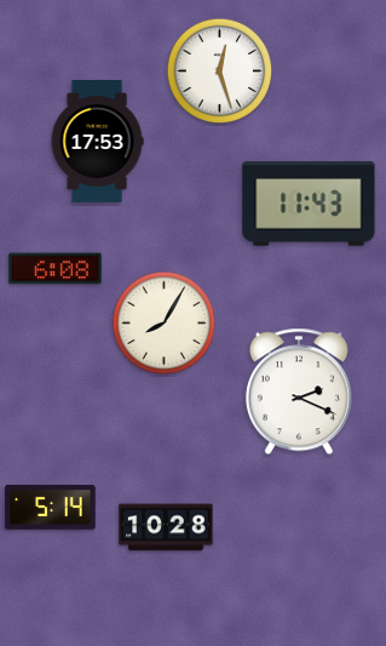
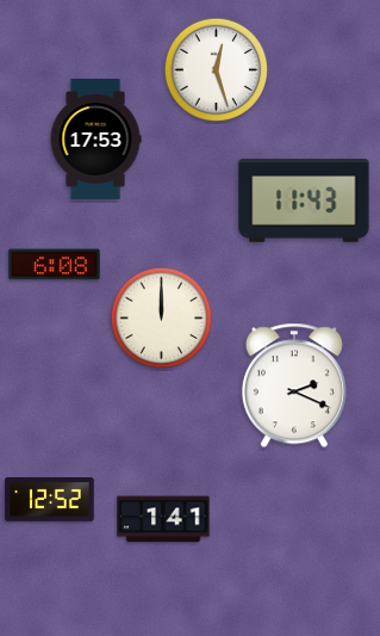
clock at (165, 324): 8:05 -> 12:00
clock at (51, 508): 5:14 -> 12:52
clock at (166, 527): 10:28 -> 1:41
